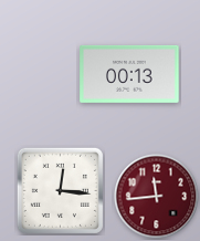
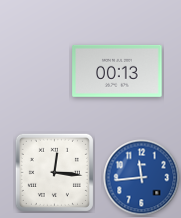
clock at (129, 74) position: (129, 74) -> (117, 71)
clock at (157, 197) dial: burgundy -> blue
